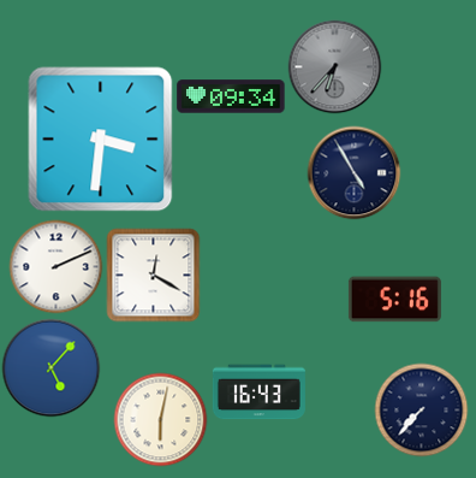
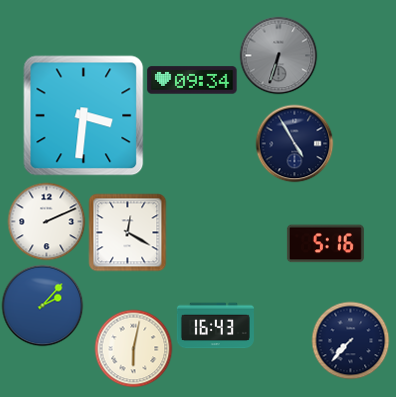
clock at (334, 66): 6:37 -> 6:33
clock at (153, 275) position: (153, 275) -> (127, 232)
clock at (394, 300) position: (394, 300) -> (325, 244)
clock at (50, 367): 5:07 -> 2:07
